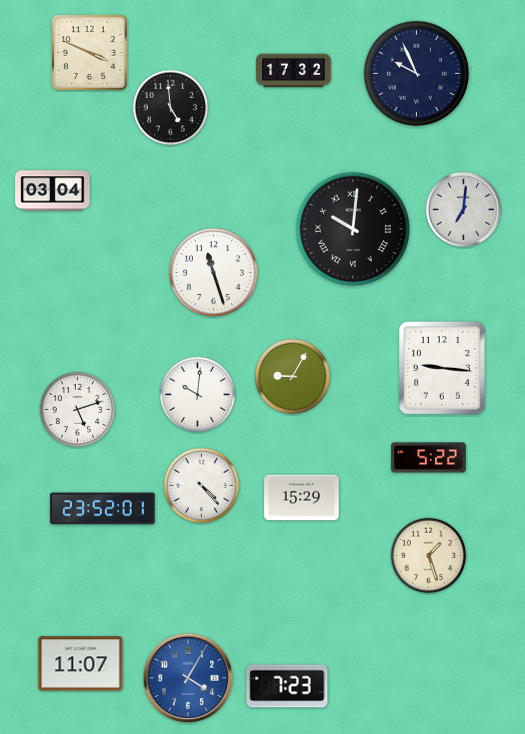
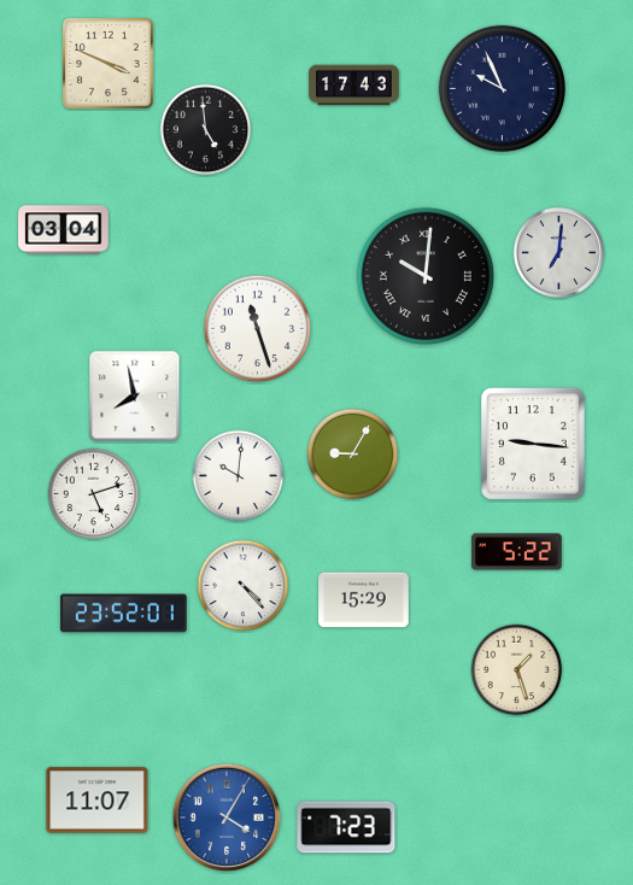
clock at (294, 71): 17:32 -> 17:43
clock at (135, 397): none -> 7:58
